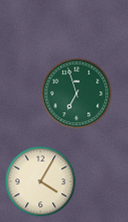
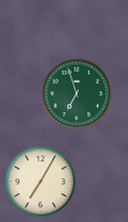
clock at (41, 182): 4:05 -> 7:05
